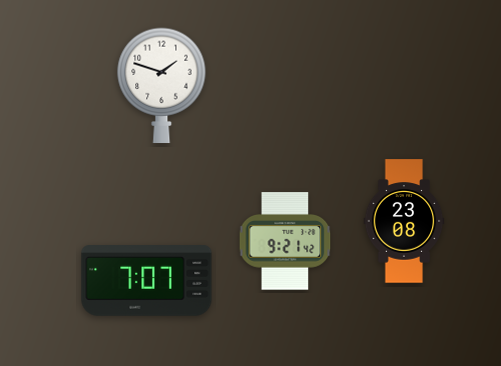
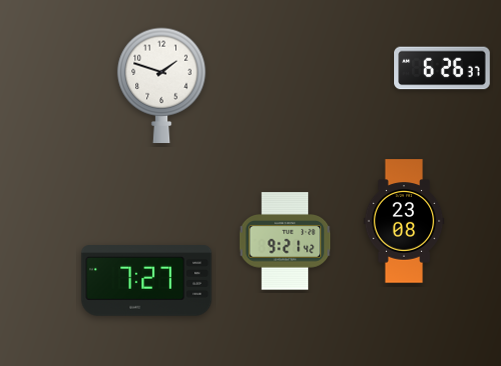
clock at (442, 68): none -> 6:26
clock at (147, 281): 7:07 -> 7:27
